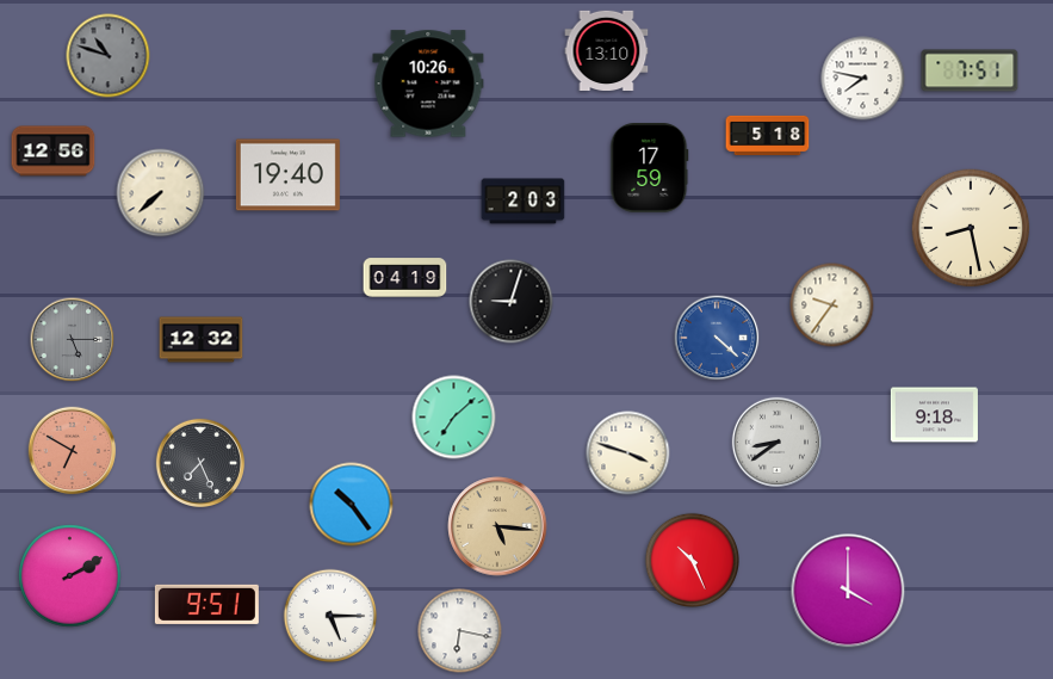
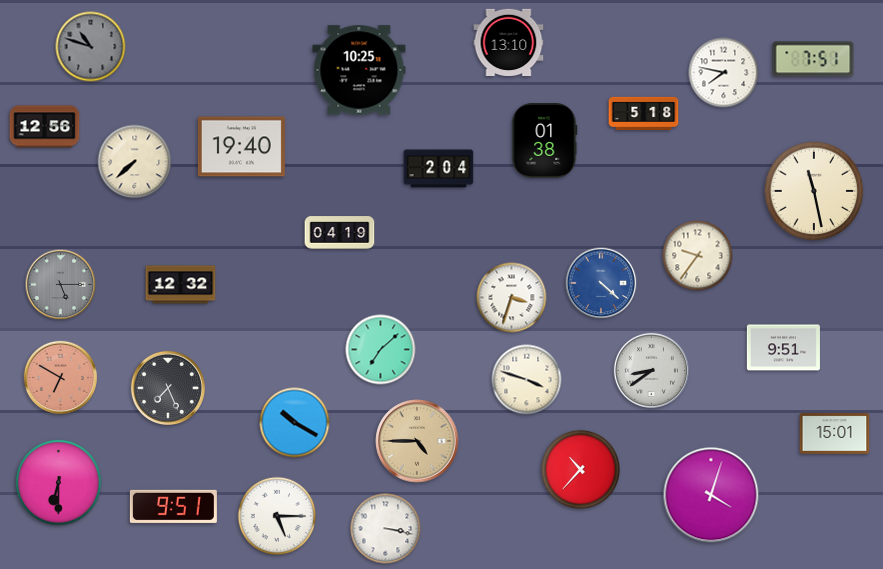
clock at (863, 79) position: (863, 79) -> (724, 73)
clock at (428, 84): 10:26 -> 10:25
clock at (650, 168): 17:59 -> 01:38
clock at (524, 202): 2:03 -> 2:04
clock at (971, 228): 8:28 -> 11:28
clock at (512, 302): 9:03 -> none
clock at (202, 340) position: (202, 340) -> (181, 285)
clock at (512, 298): none -> 3:33
clock at (934, 415): 9:18 -> 9:51
clock at (352, 505): 10:24 -> 10:20
clock at (835, 434): none -> 15:01
clock at (497, 526): 5:16 -> 4:45
clock at (692, 560): 10:26 -> 10:37
clock at (70, 576): 2:10 -> 6:30
clock at (848, 591): 4:00 -> 4:03
clock at (460, 631): 6:17 -> 3:17
